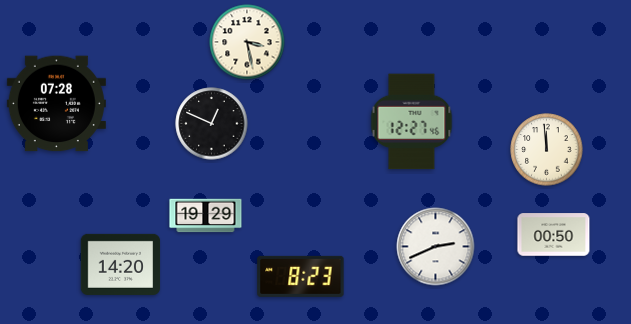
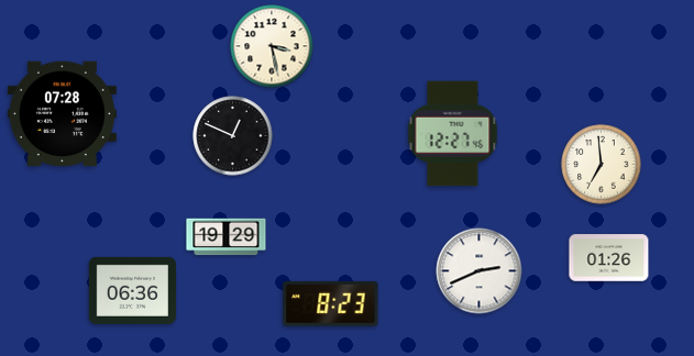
clock at (547, 150): 11:59 -> 6:59
clock at (554, 235): 00:50 -> 01:26
clock at (121, 264): 14:20 -> 06:36
